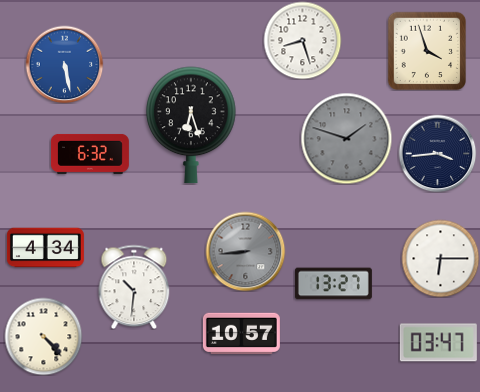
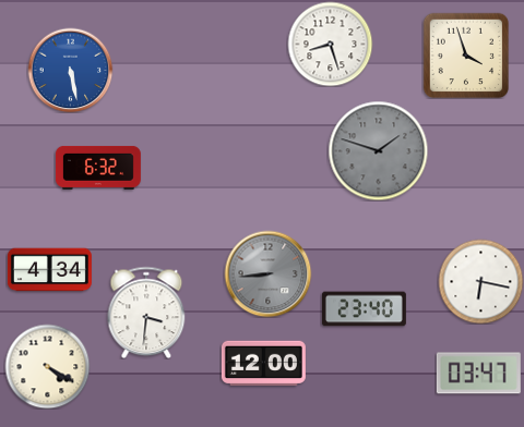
clock at (191, 125): 6:27 -> none
clock at (437, 153): 3:44 -> none
clock at (440, 258): 6:15 -> 6:17
clock at (333, 284): 13:27 -> 23:40
clock at (134, 287): 10:31 -> 3:31
clock at (241, 333): 10:57 -> 12:00
clock at (43, 336): 4:23 -> 4:20
